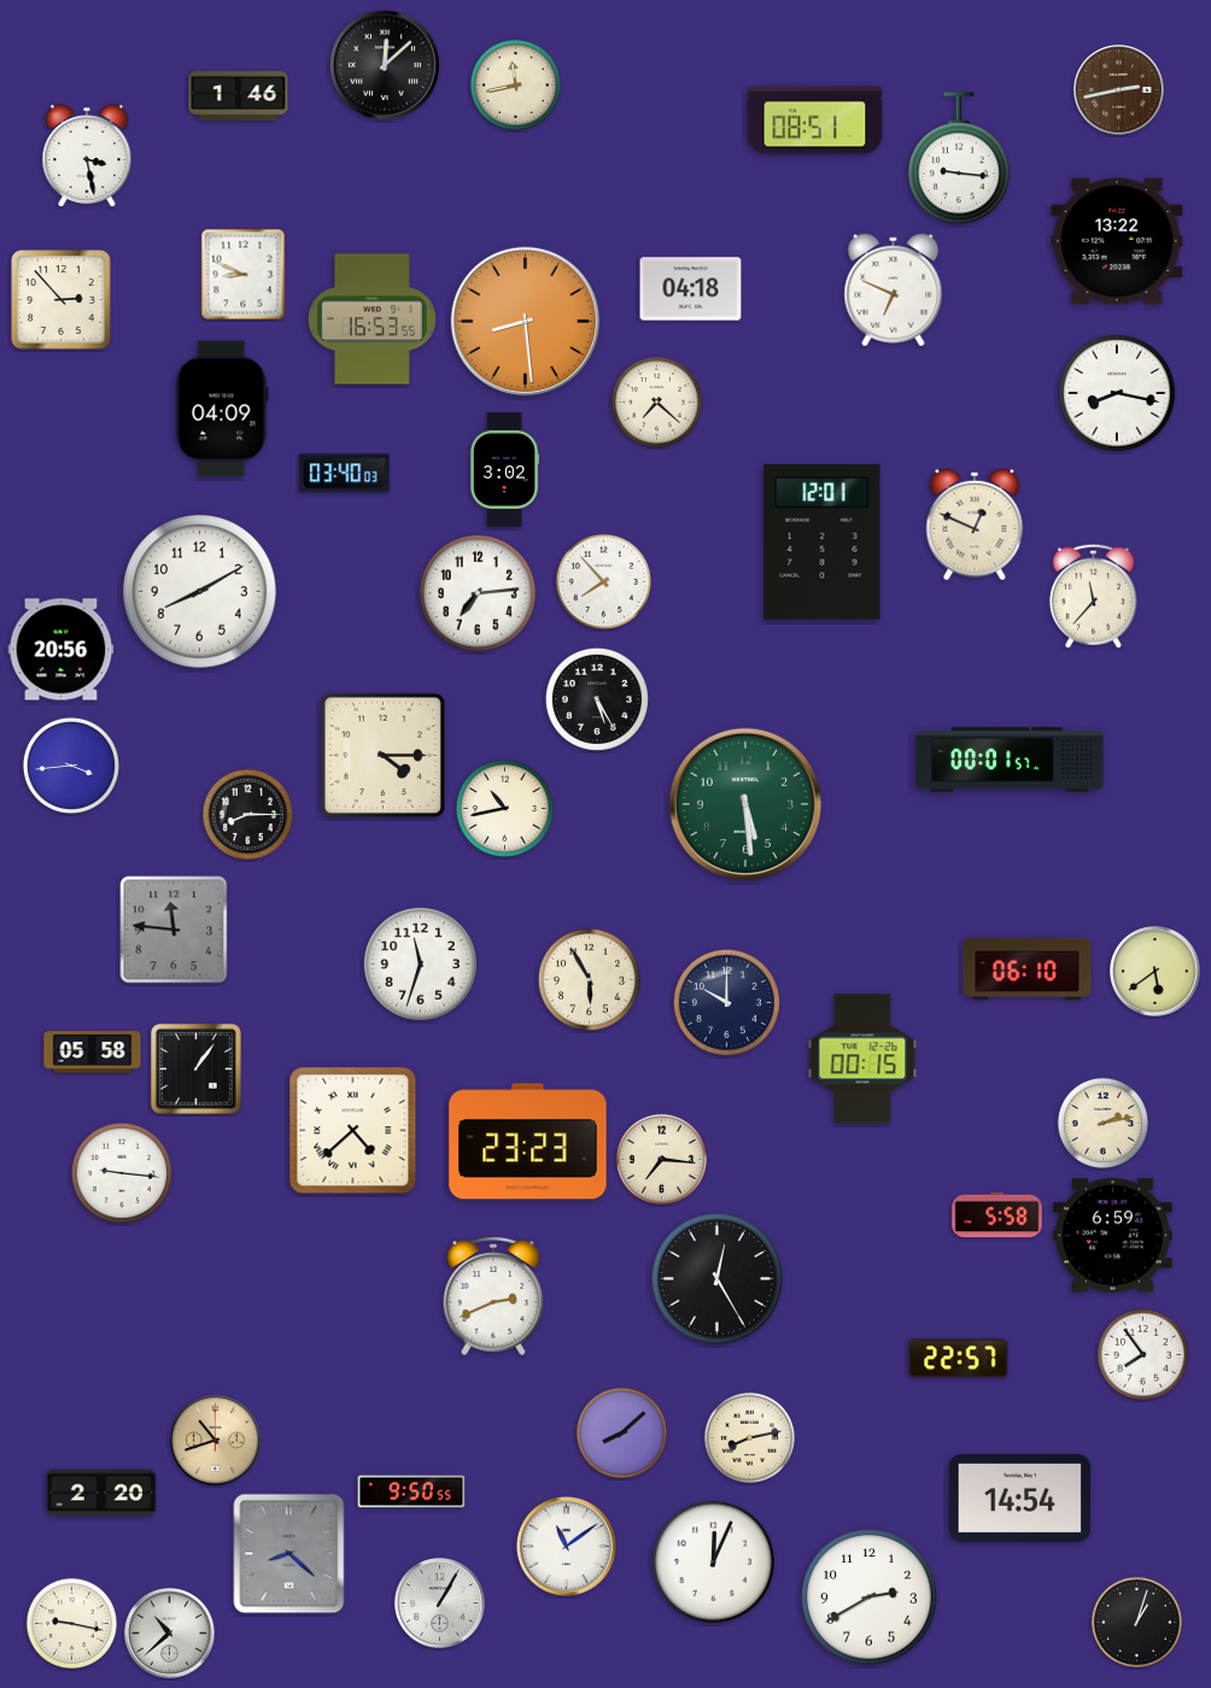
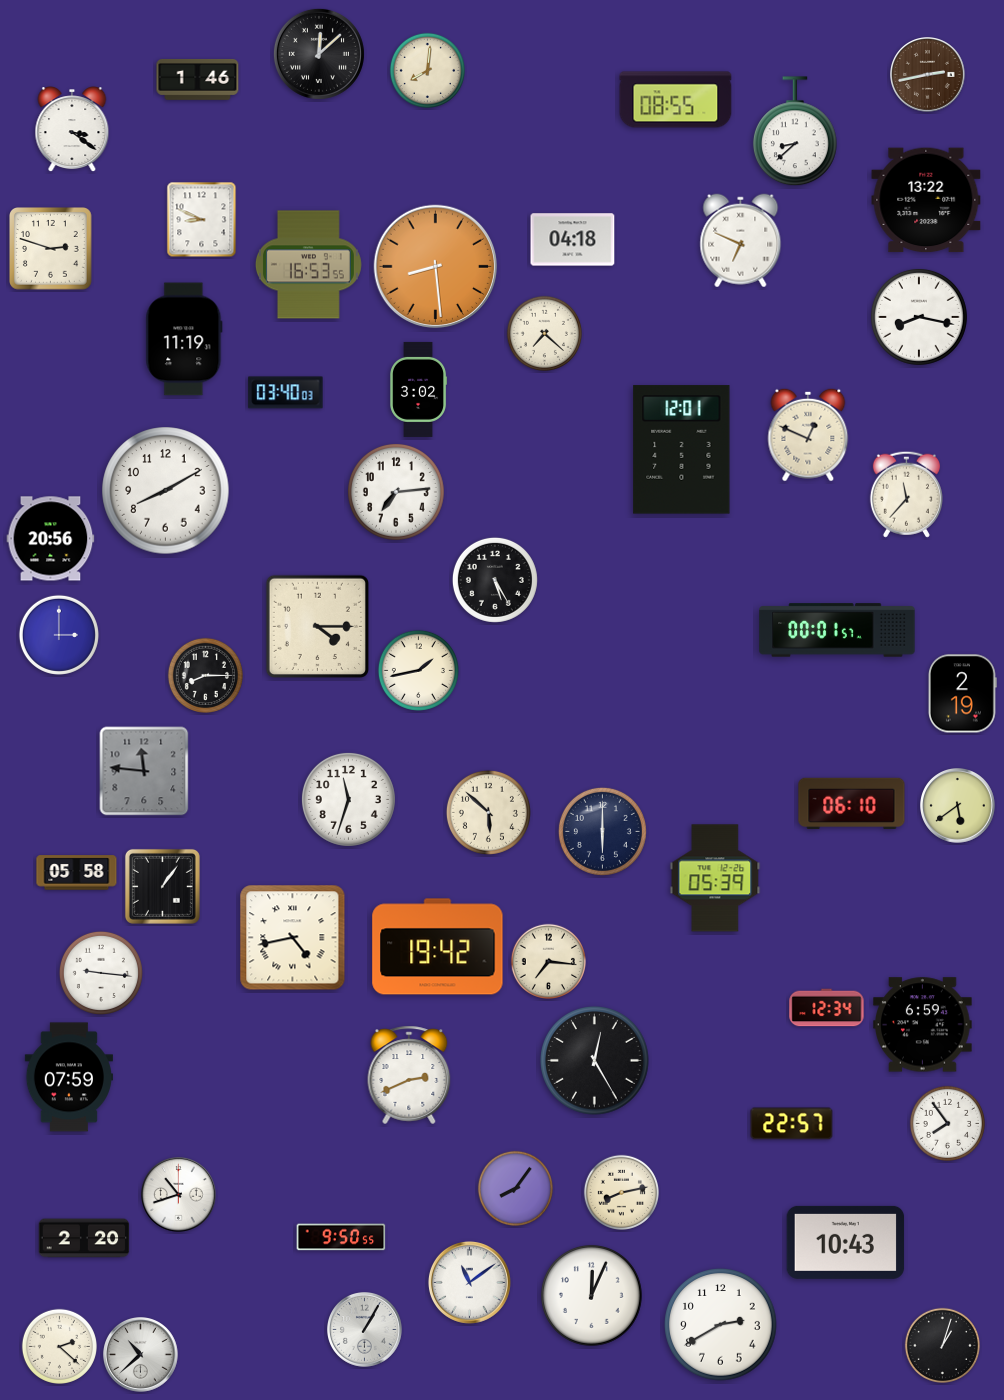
clock at (515, 84): 11:43 -> 8:01
clock at (815, 121): 08:51 -> 08:55
clock at (87, 157): 3:28 -> 3:21
clock at (959, 159): 9:16 -> 8:38
clock at (244, 275) position: (244, 275) -> (202, 220)
clock at (62, 300): 2:53 -> 2:48
clock at (1117, 393) position: (1117, 393) -> (919, 317)
clock at (222, 409): 04:09 -> 11:19
clock at (603, 581): 7:53 -> none
clock at (71, 766): 3:44 -> 3:00
clock at (745, 804): 5:29 -> none
clock at (504, 808): 10:43 -> 1:43
clock at (962, 694): none -> 2:19
clock at (589, 979): 5:55 -> 5:52
clock at (726, 1002): 10:00 -> 6:00
clock at (862, 1059): 00:15 -> 05:39
clock at (1102, 1123): 2:13 -> none
clock at (353, 1131): 4:38 -> 4:43
clock at (528, 1142): 23:23 -> 19:42
clock at (998, 1215): 5:58 -> 12:34
clock at (68, 1077): none -> 07:59
clock at (959, 1359) position: (959, 1359) -> (792, 1124)
clock at (621, 1432): 8:08 -> 8:06
clock at (216, 1441) dial: champagne -> white
clock at (1020, 1497): 14:54 -> 10:43
clock at (289, 1554): 8:22 -> none
clock at (71, 1623): 9:17 -> 2:22
